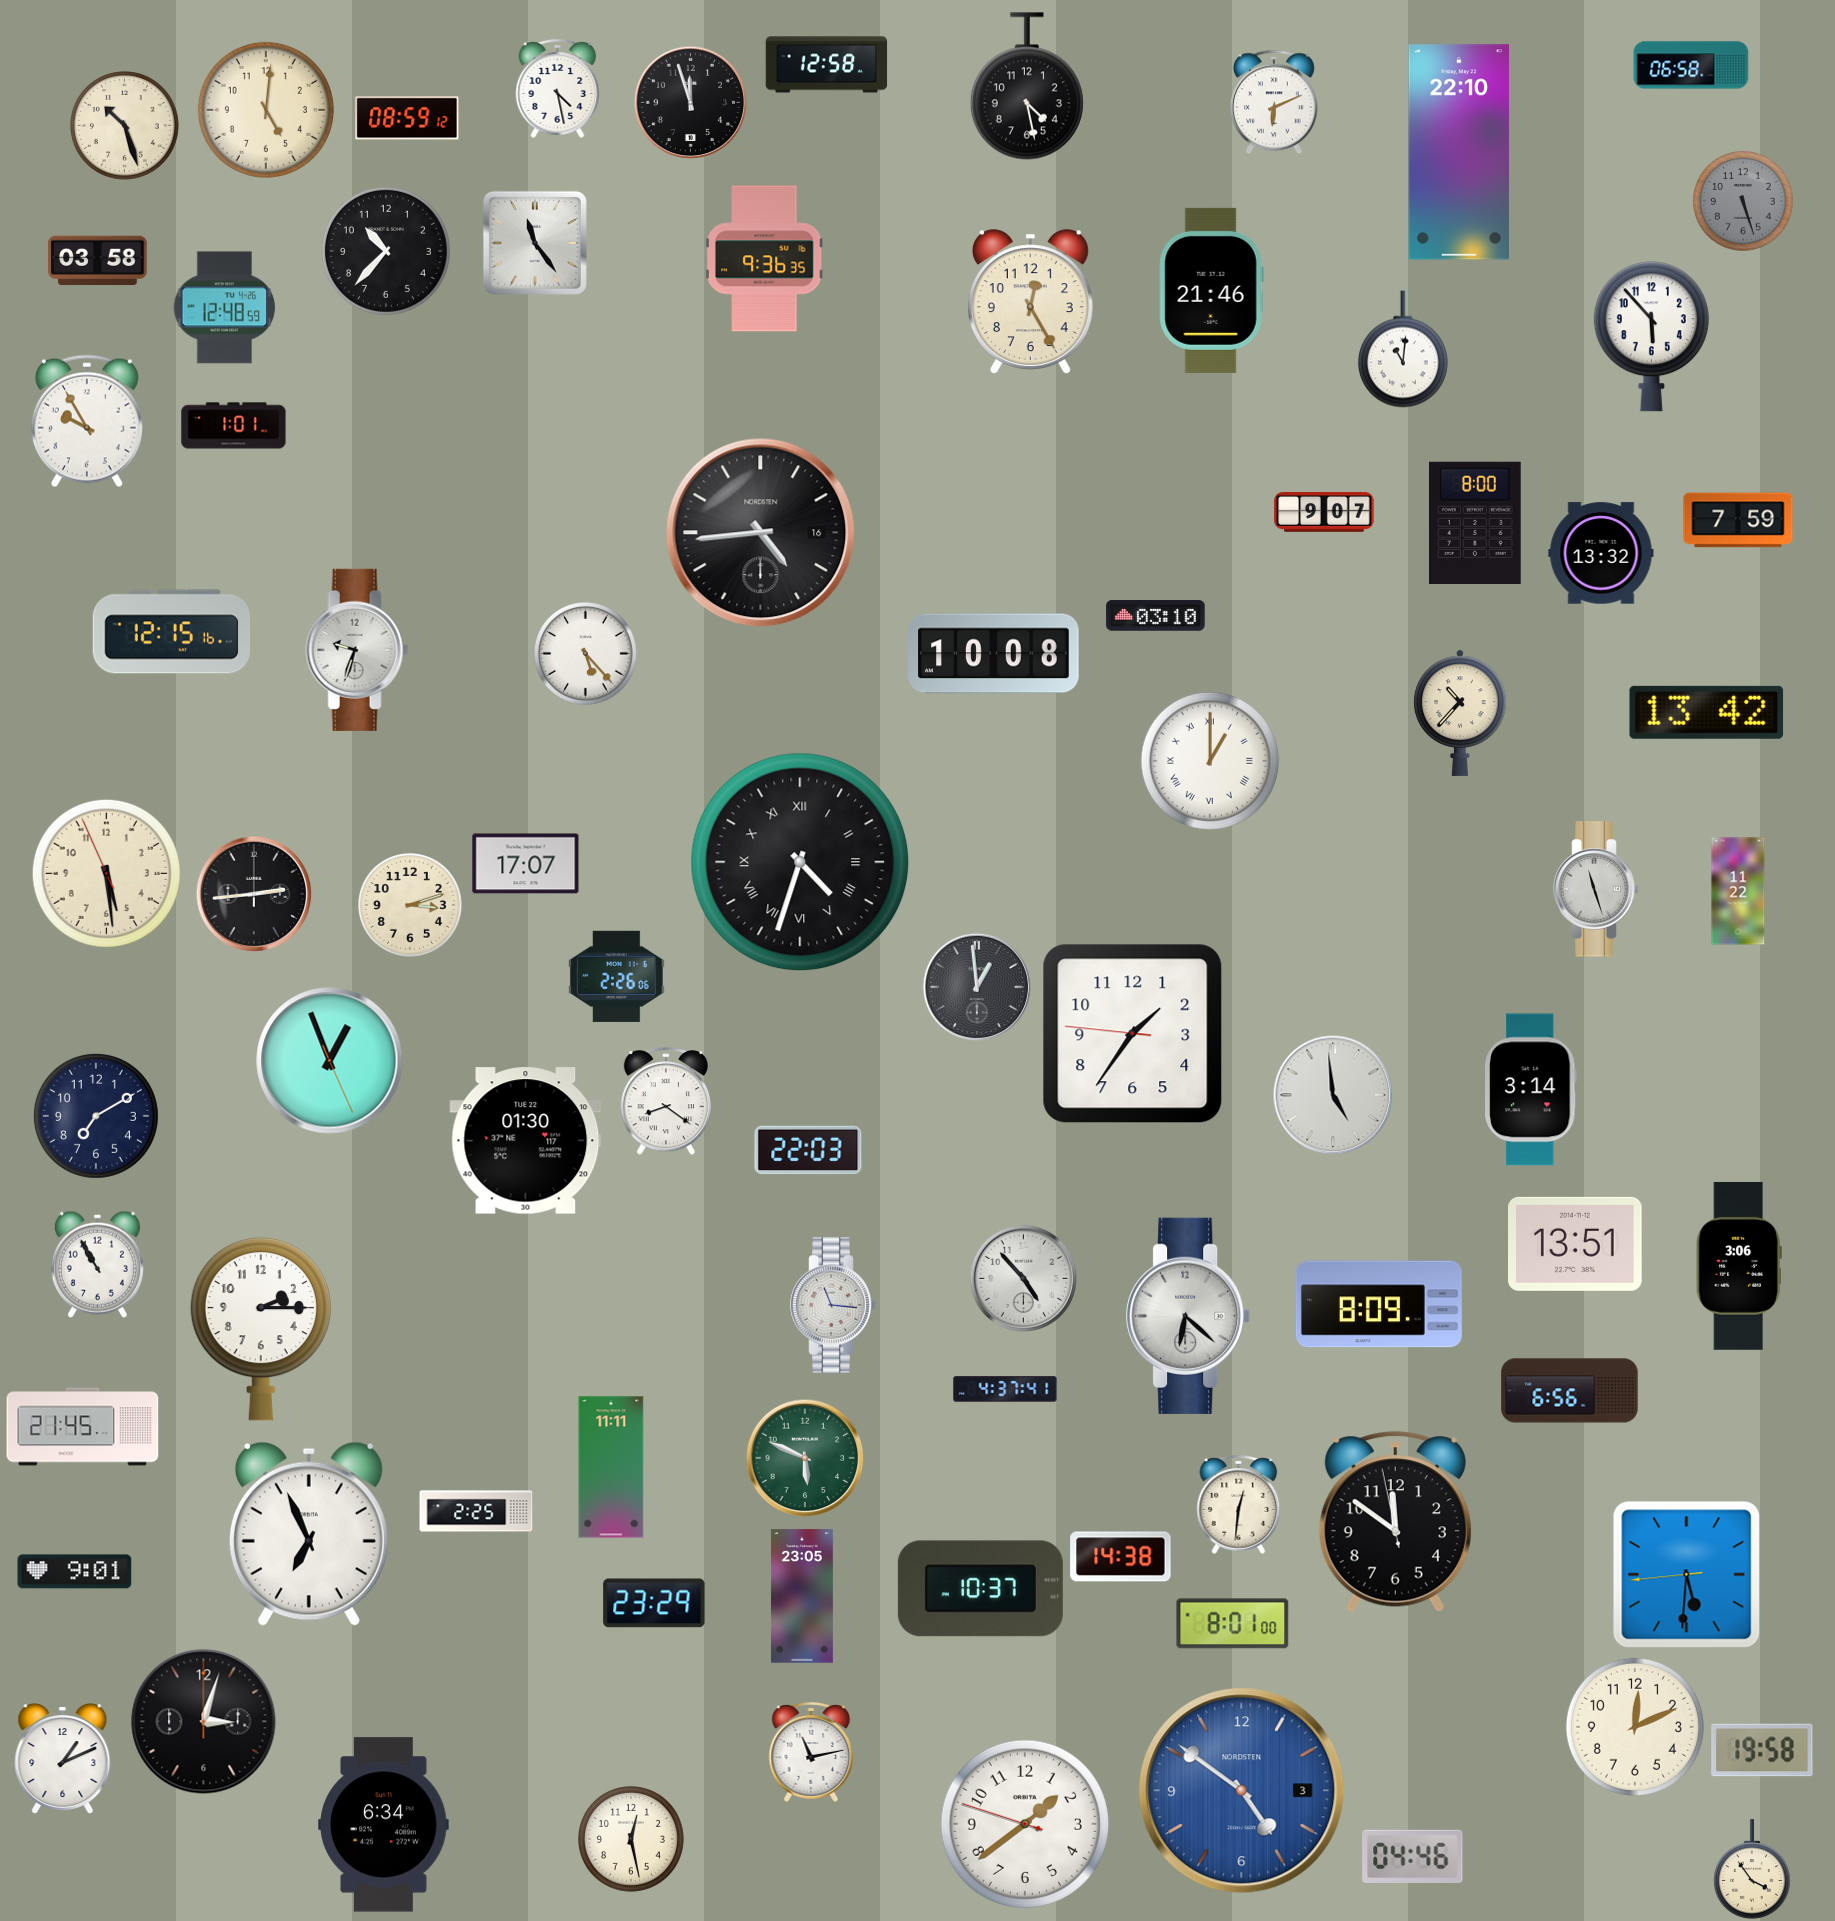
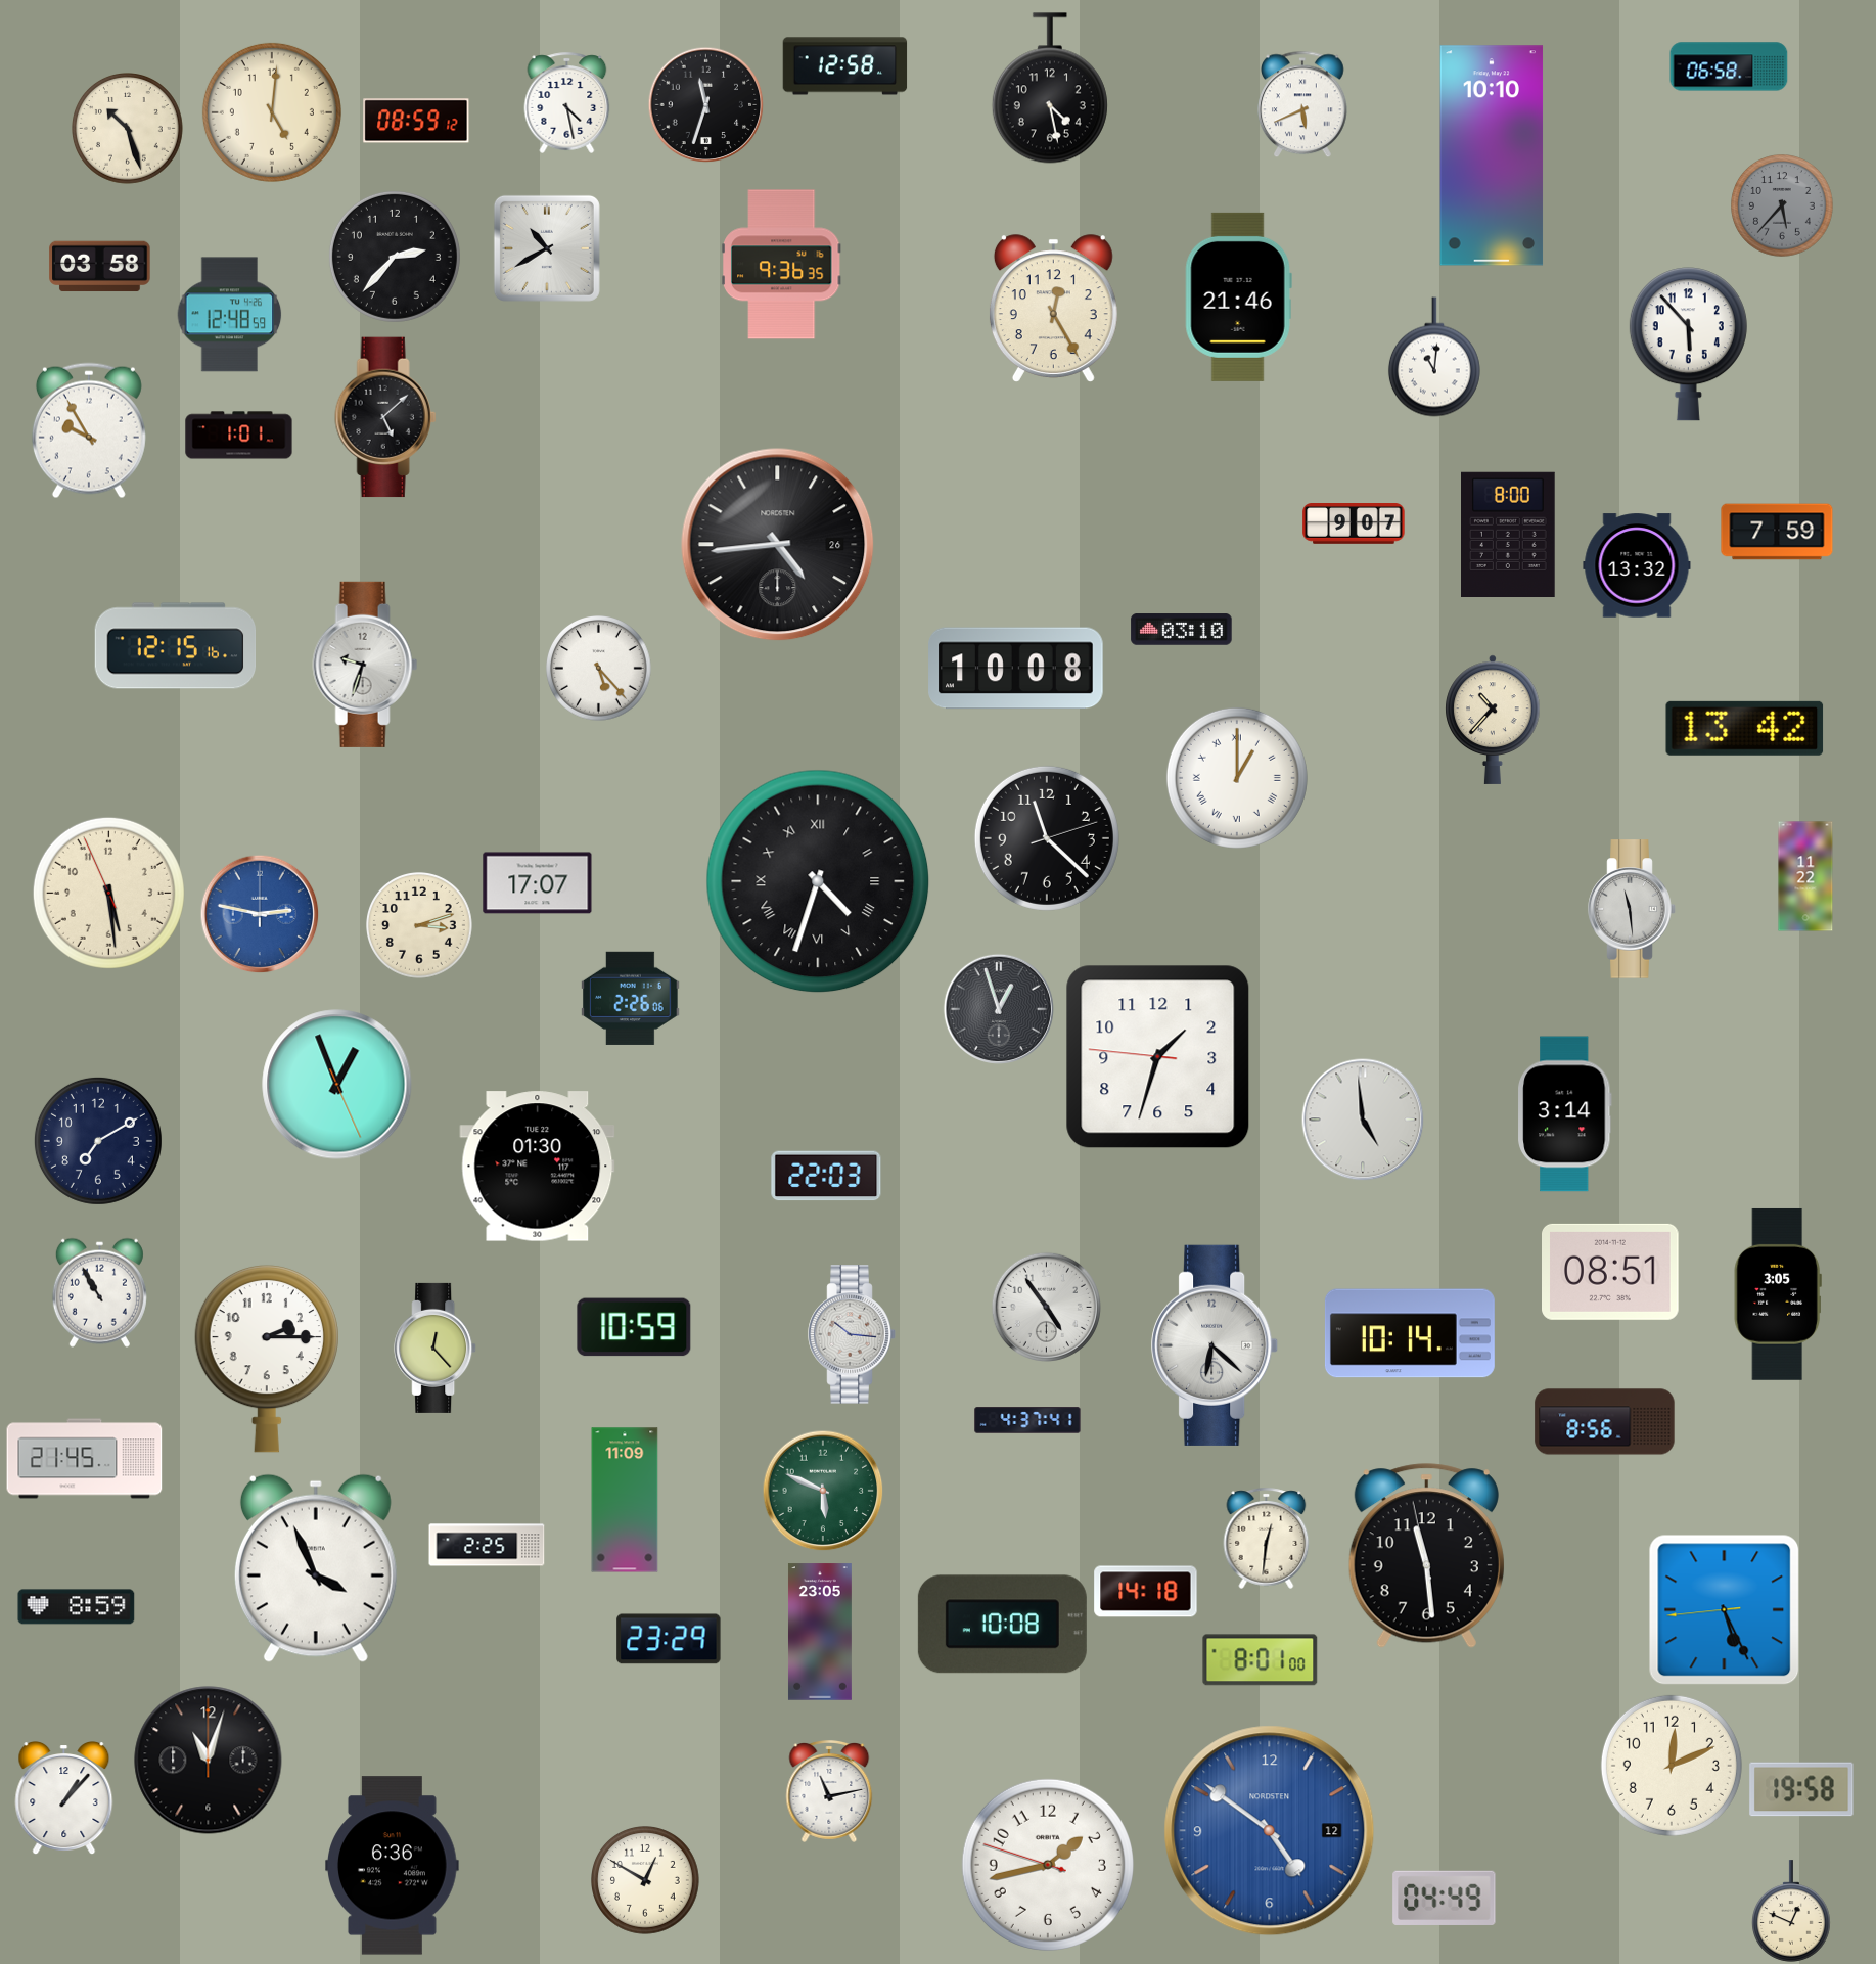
clock at (558, 88) position: (558, 88) -> (567, 102)
clock at (1275, 102): 6:11 -> 5:41
clock at (691, 103): 11:57 -> 11:33
clock at (1459, 152): 22:10 -> 10:10
clock at (1743, 201): 5:27 -> 5:37
clock at (535, 243): 11:24 -> 10:40
clock at (386, 251): 10:37 -> 2:37
clock at (385, 417): none -> 5:08
clock at (761, 533) date: 16 -> 26
clock at (1460, 713) position: (1460, 713) -> (1493, 720)
clock at (1047, 838): none -> 11:22
clock at (1596, 889): 11:27 -> 11:29
clock at (1738, 891) position: (1738, 891) -> (1805, 876)
clock at (254, 894): 2:44 -> 2:47
clock at (254, 894) dial: black -> blue
clock at (977, 987): 12:59 -> 12:57
clock at (1133, 1034): 1:35 -> 1:32
clock at (665, 1102): 8:21 -> none
clock at (1576, 1244): 13:51 -> 08:51
clock at (1739, 1266): 3:06 -> 3:05
clock at (1023, 1278): 4:53 -> 4:54
clock at (634, 1327): none -> 10:59
clock at (1379, 1304): 8:09 -> 10:14
clock at (833, 1305): 11:16 -> 10:16
clock at (436, 1348): none -> 12:23
clock at (1570, 1391): 6:56 -> 8:56
clock at (611, 1467): 11:11 -> 11:09
clock at (1395, 1522): 11:50 -> 11:28
clock at (309, 1534): 6:56 -> 3:56
clock at (1121, 1557): 14:38 -> 14:18
clock at (75, 1572): 9:01 -> 8:59
clock at (1687, 1575): 5:30 -> 5:25
clock at (980, 1589): 10:37 -> 10:08
clock at (204, 1722): 3:03 -> 11:03
clock at (63, 1759): 1:11 -> 1:07
clock at (1242, 1791) date: 3 -> 12
clock at (1025, 1824): 1:38 -> 1:42
clock at (384, 1825): 6:34 -> 6:36
clock at (632, 1840): 12:28 -> 12:50
clock at (1413, 1856): 04:46 -> 04:49
clock at (1753, 1869): 3:54 -> 12:49
